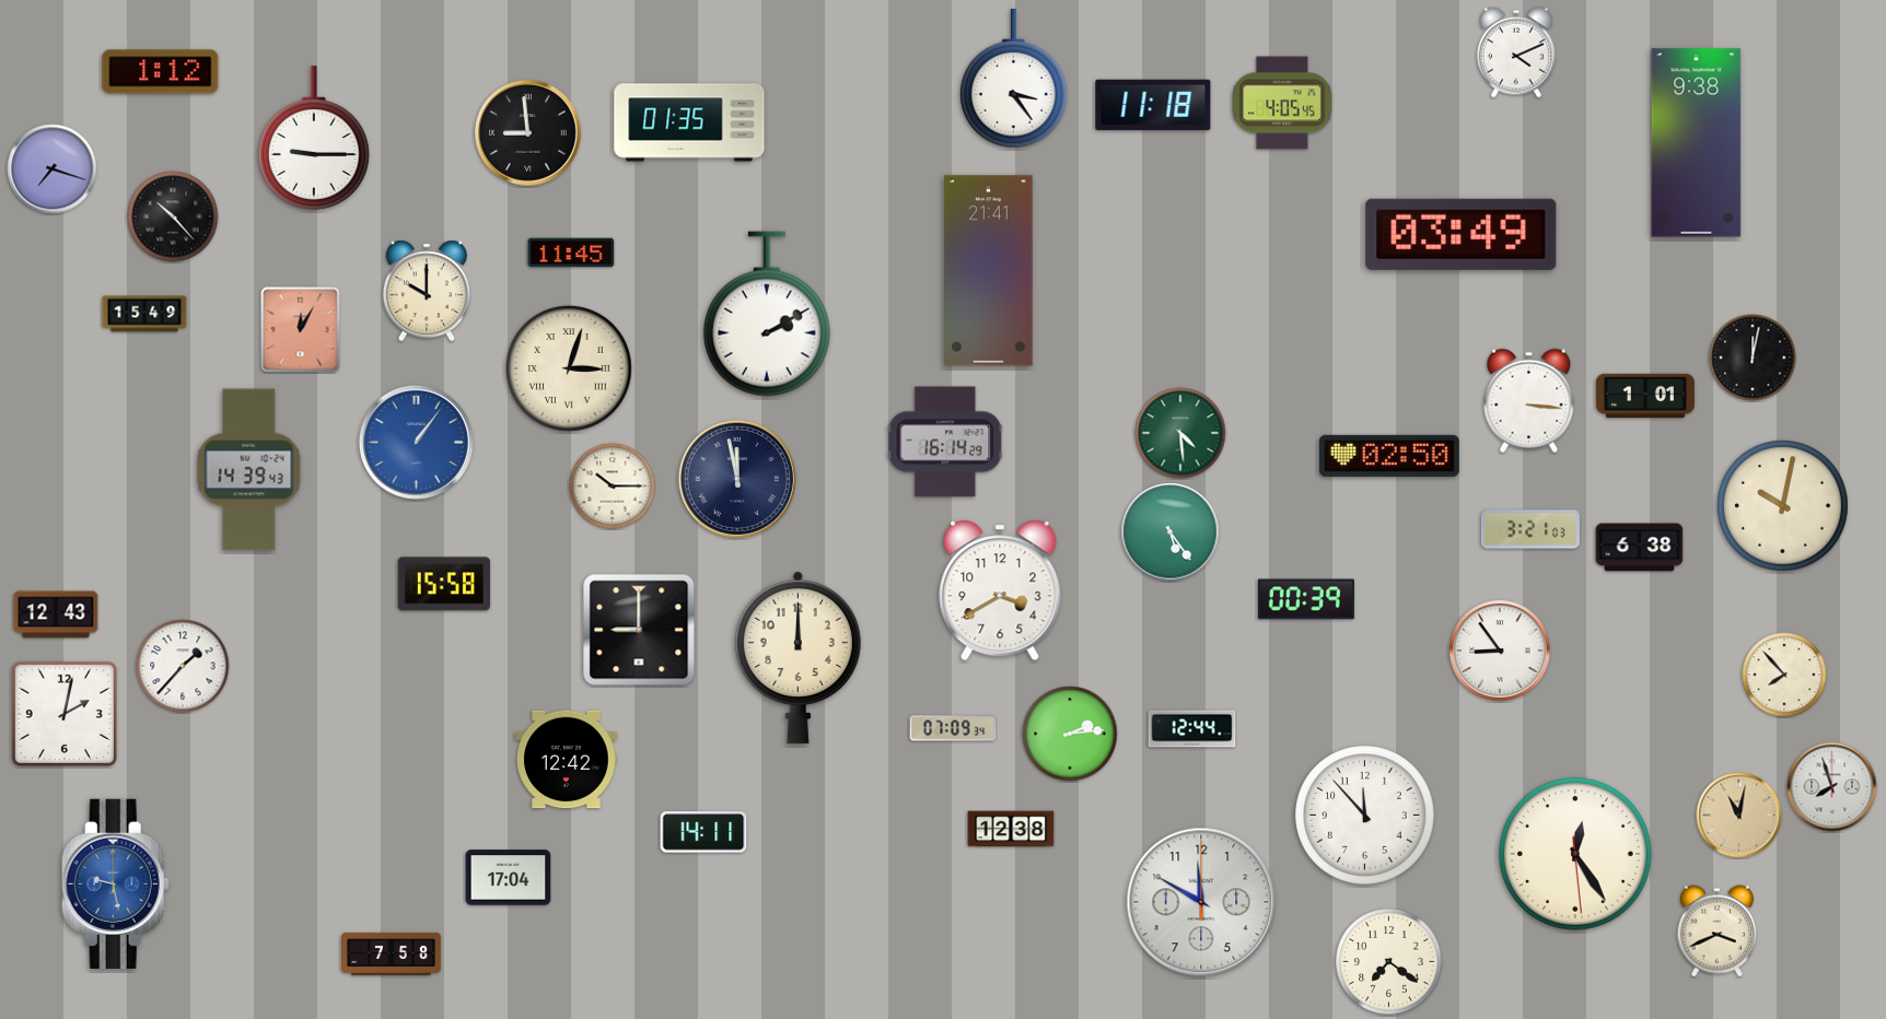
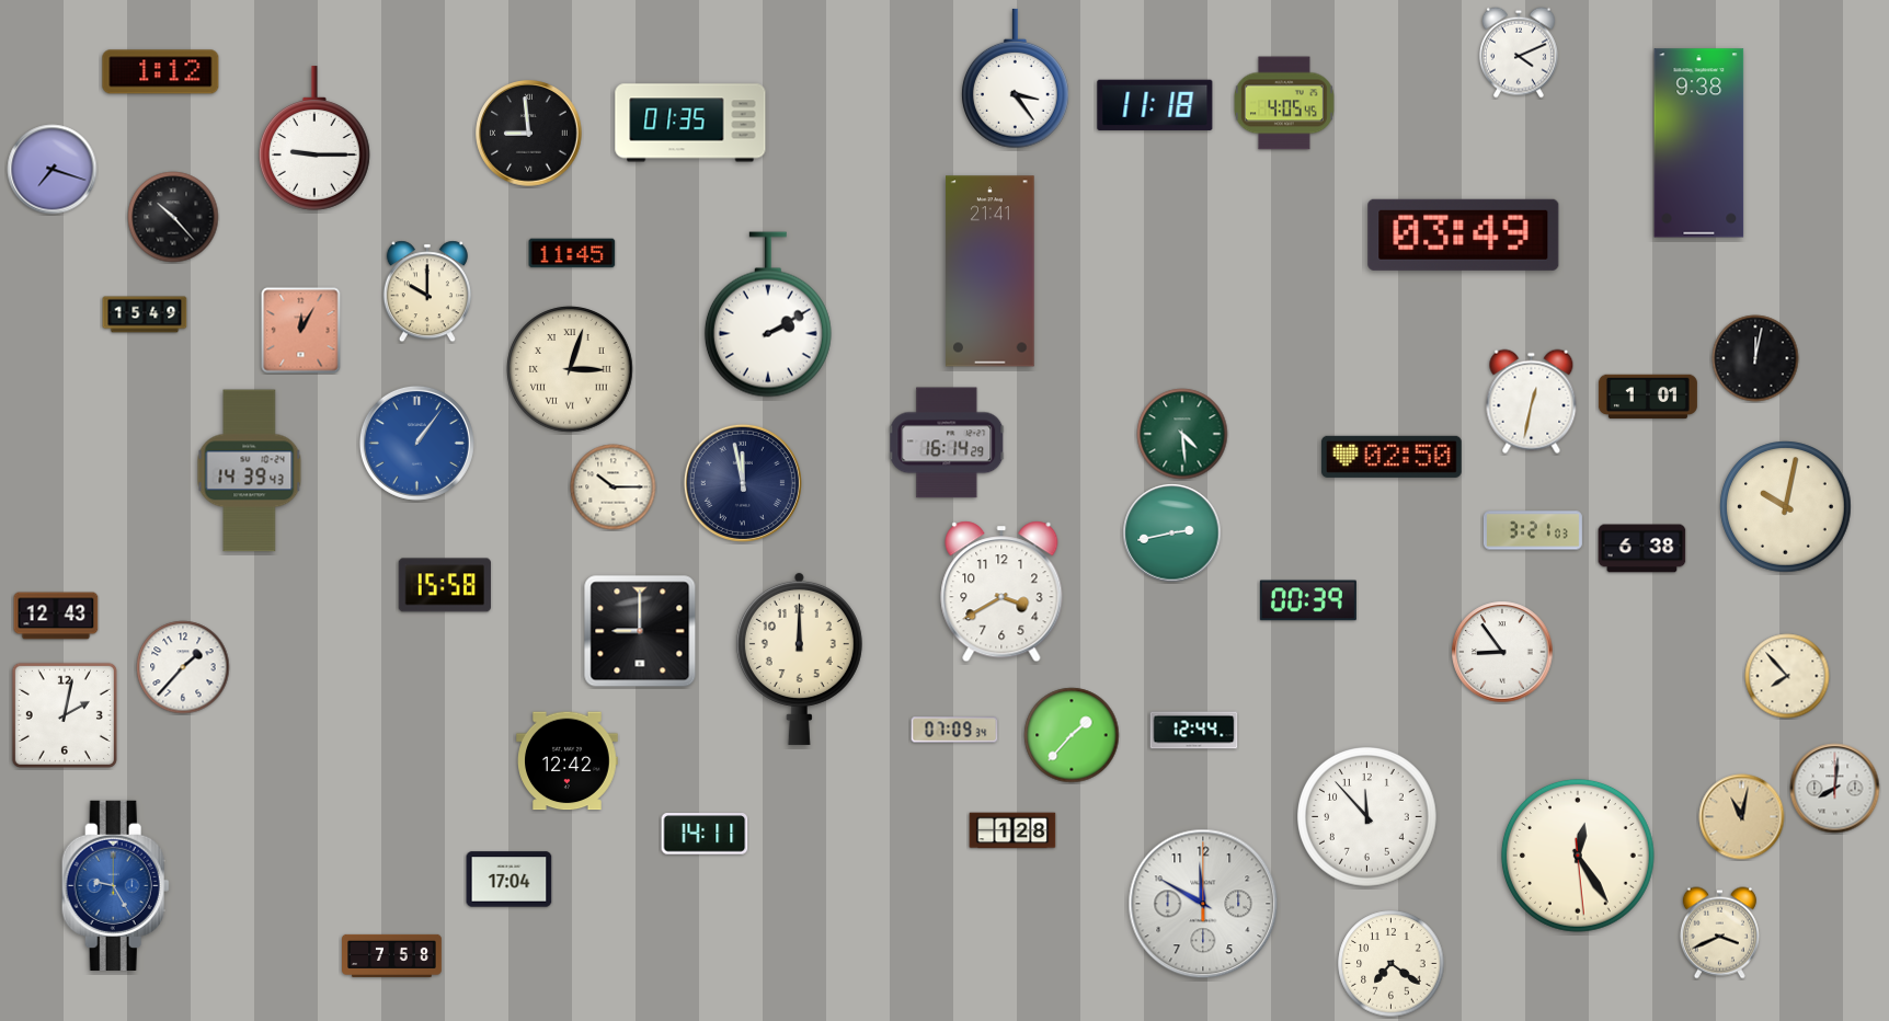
clock at (1529, 401): 3:16 -> 12:32
clock at (737, 479) position: (737, 479) -> (743, 483)
clock at (1171, 532): 5:24 -> 2:43
clock at (1070, 734): 2:14 -> 1:37
clock at (1832, 787): 7:57 -> 8:01
clock at (1011, 829): 12:38 -> 1:28
clock at (115, 883): 9:28 -> 9:25
